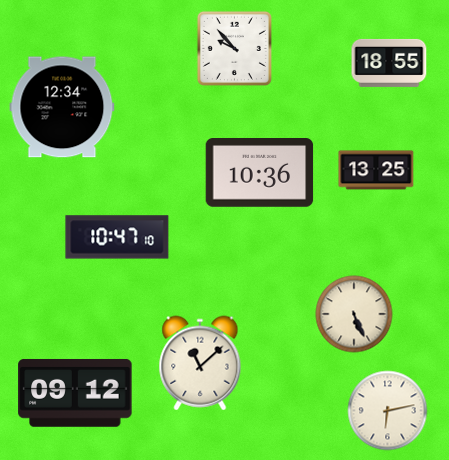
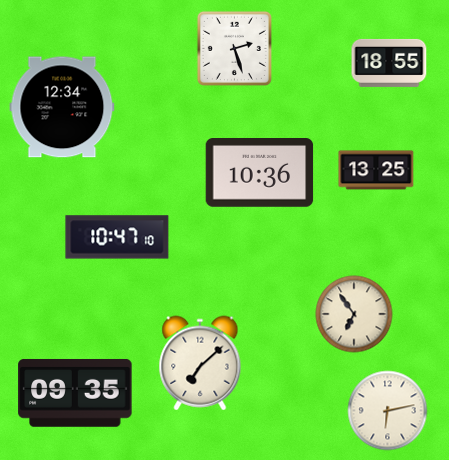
clock at (234, 48): 9:53 -> 2:27
clock at (354, 314): 5:26 -> 6:54
clock at (200, 363): 11:08 -> 7:08
clock at (75, 393): 09:12 -> 09:35
